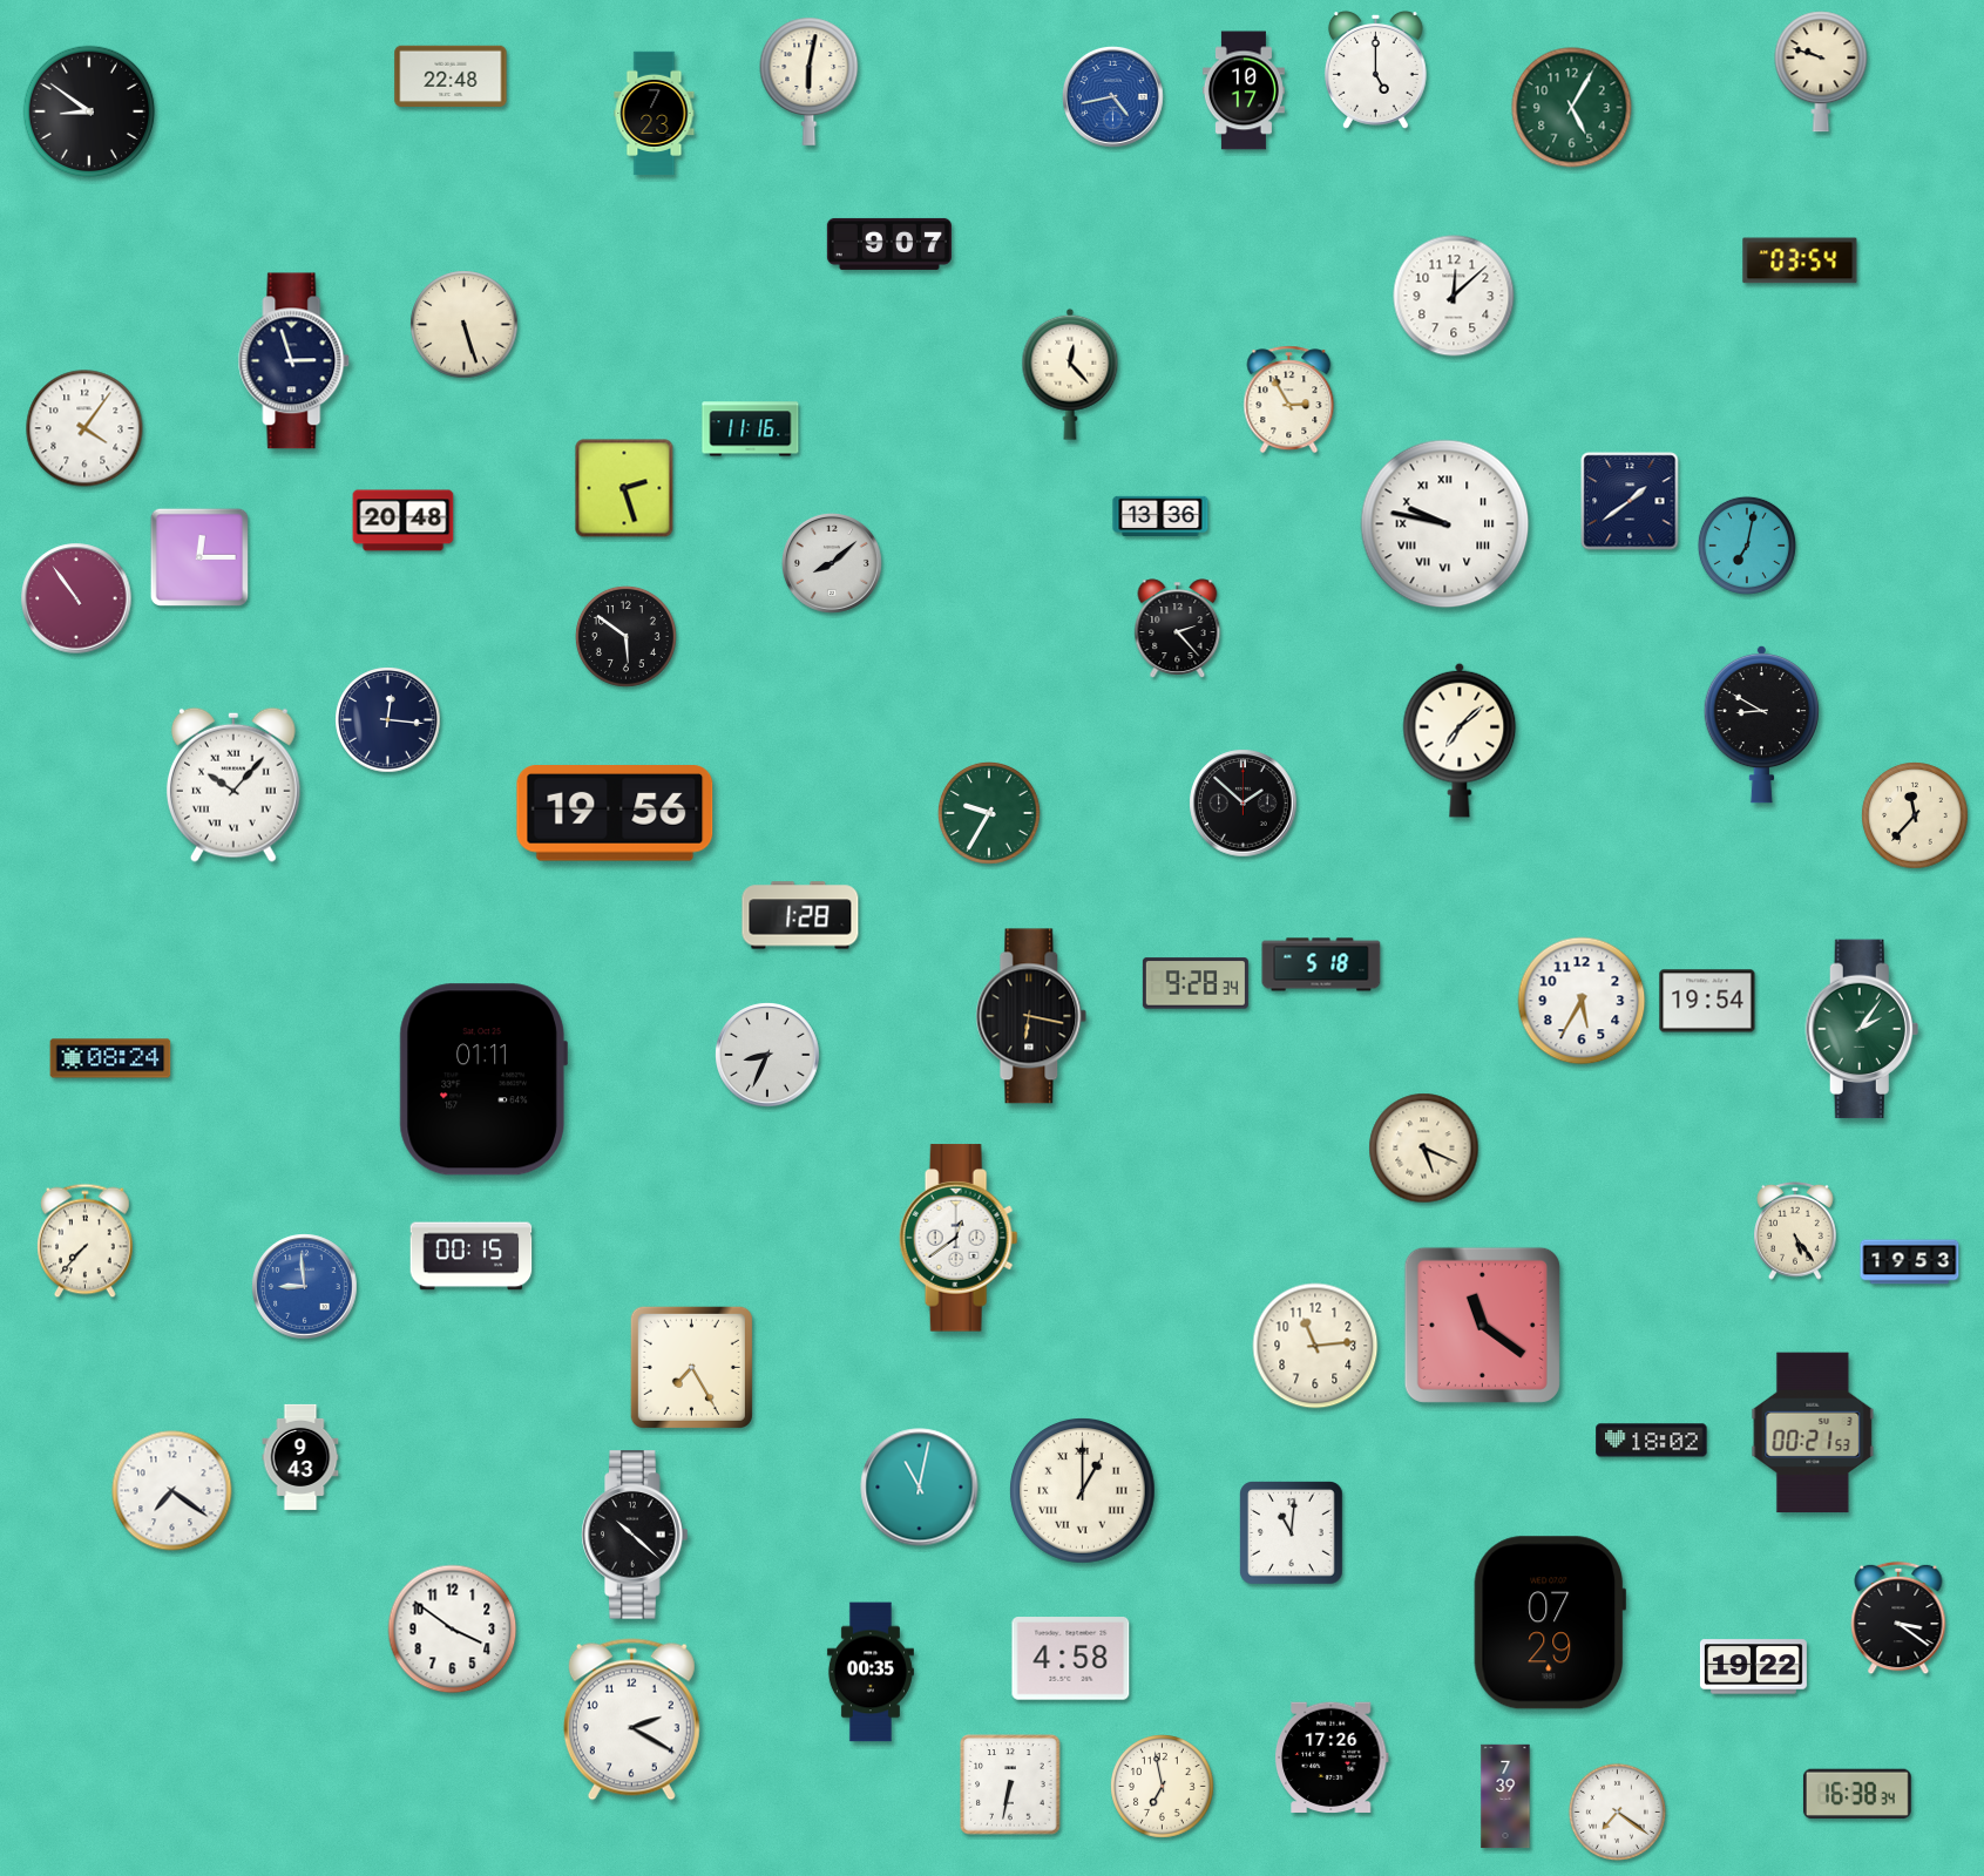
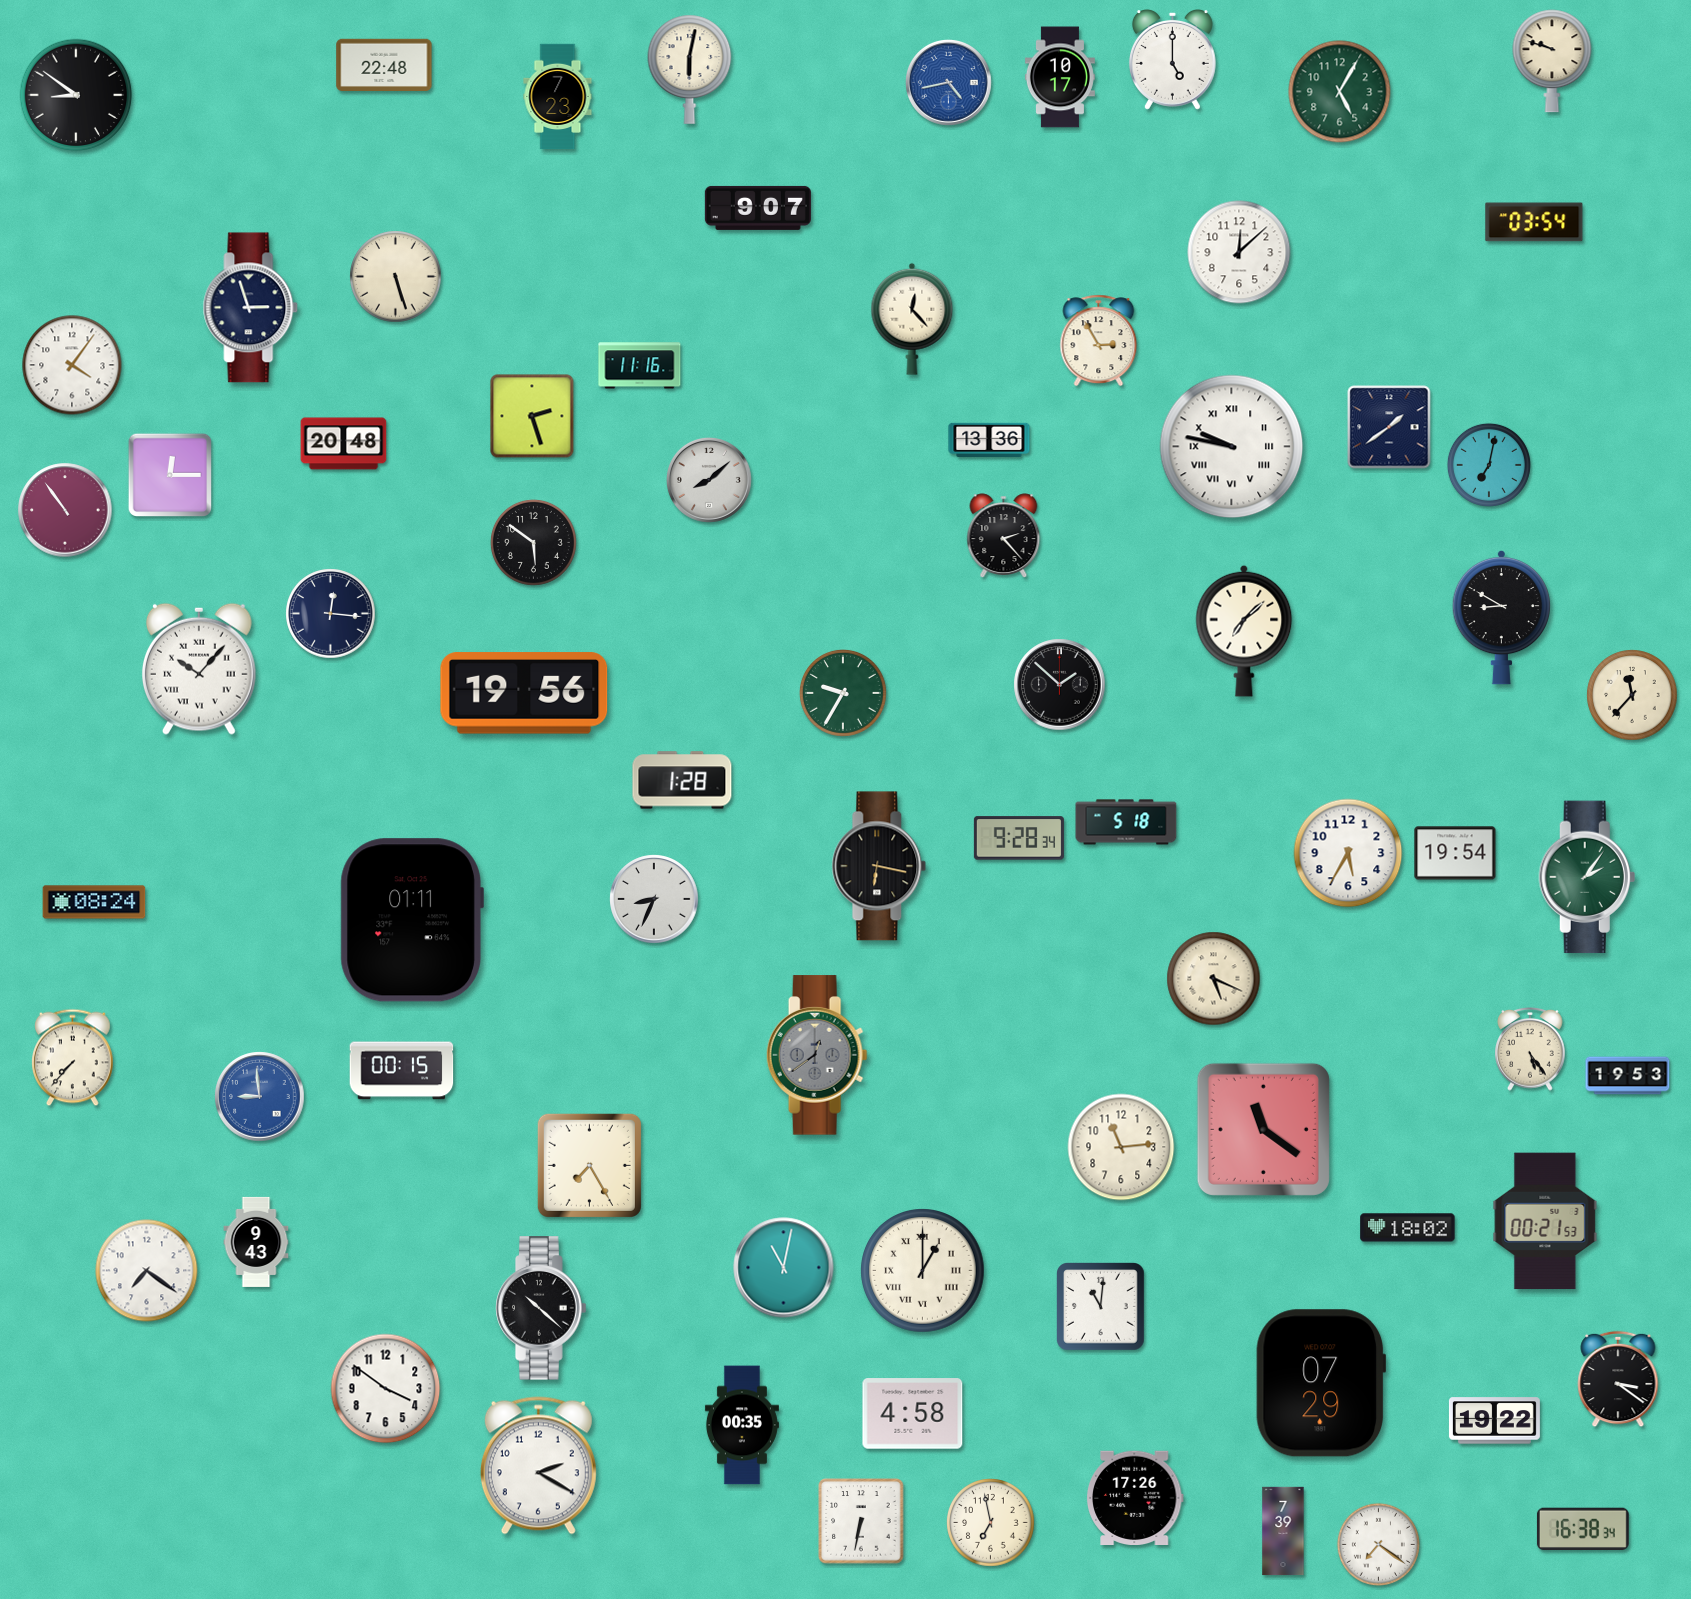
clock at (959, 1238) dial: white -> grey
